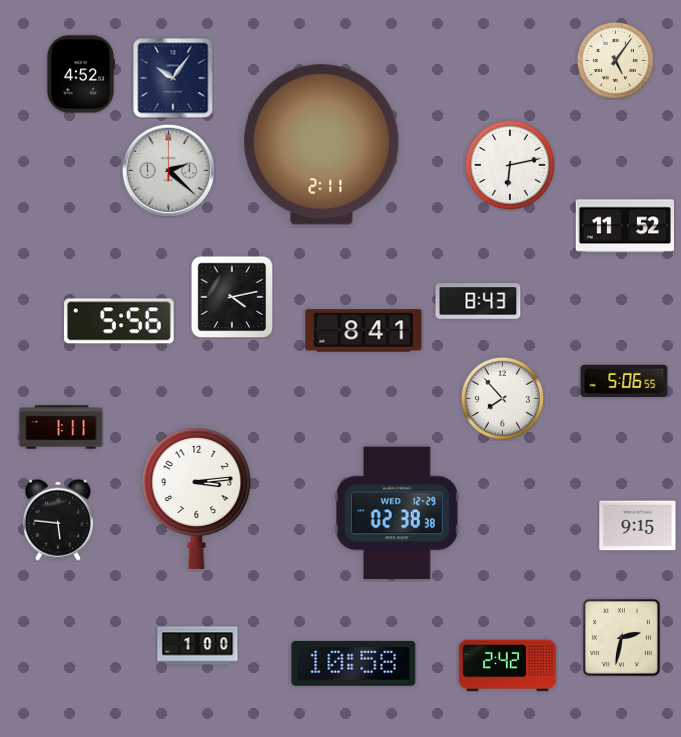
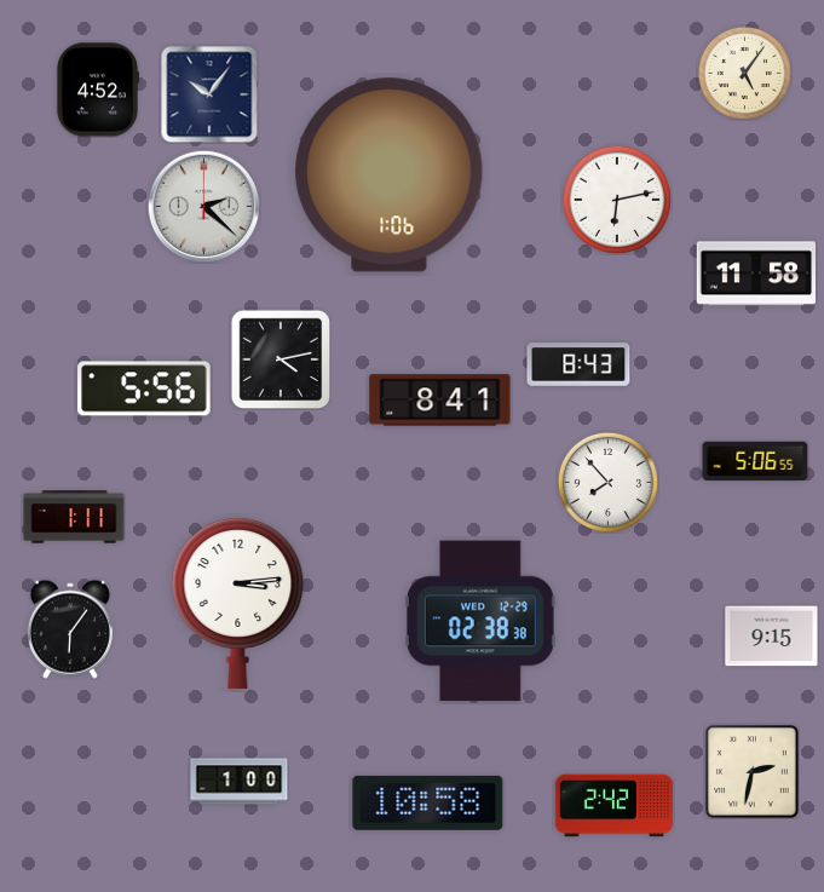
clock at (322, 145): 2:11 -> 1:06
clock at (624, 226): 11:52 -> 11:58
clock at (58, 520): 5:46 -> 6:06
